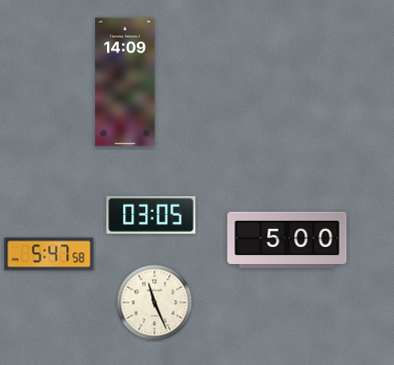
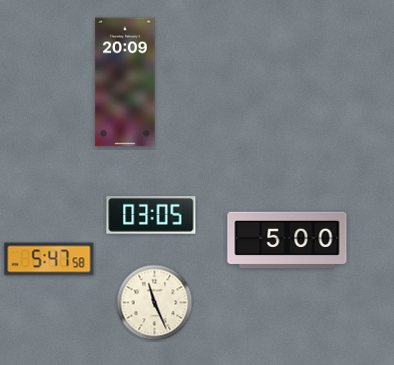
clock at (125, 82): 14:09 -> 20:09
clock at (49, 254) position: (49, 254) -> (49, 259)
